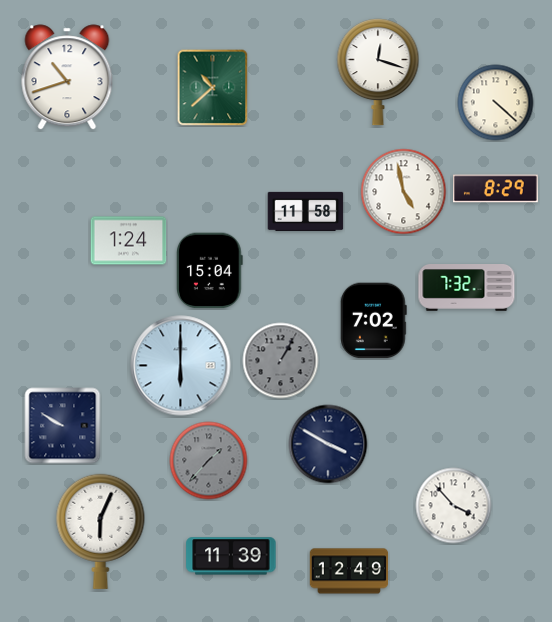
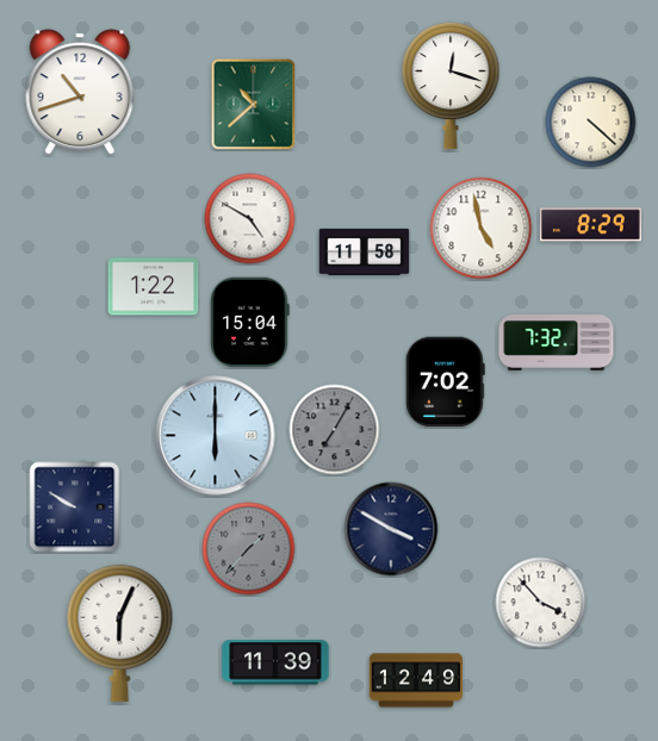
clock at (250, 219): none -> 4:50
clock at (129, 241): 1:24 -> 1:22
clock at (281, 361): 1:05 -> 7:05
